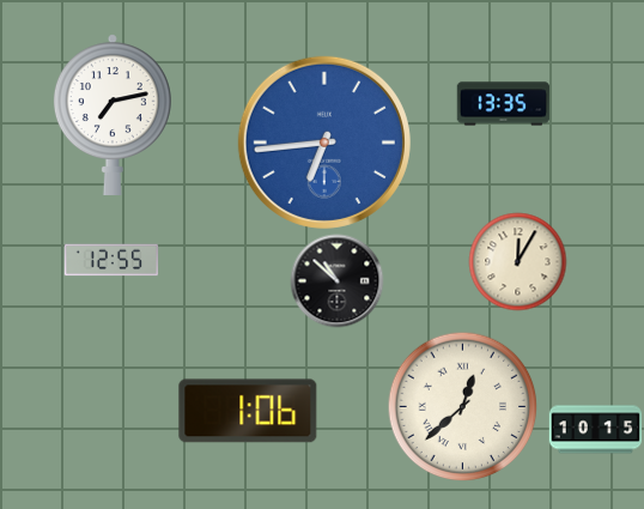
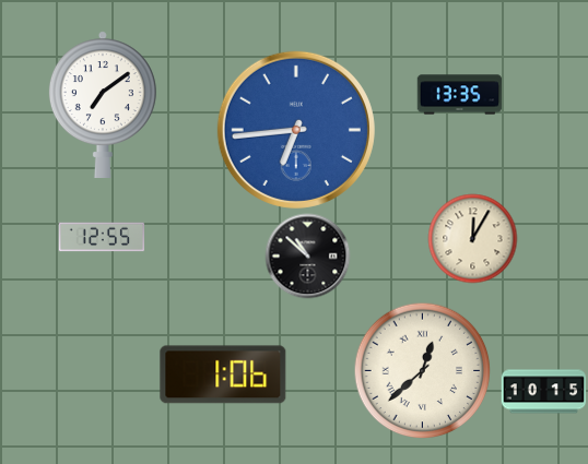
clock at (113, 114): 7:13 -> 7:09
clock at (248, 411) position: (248, 411) -> (223, 374)
